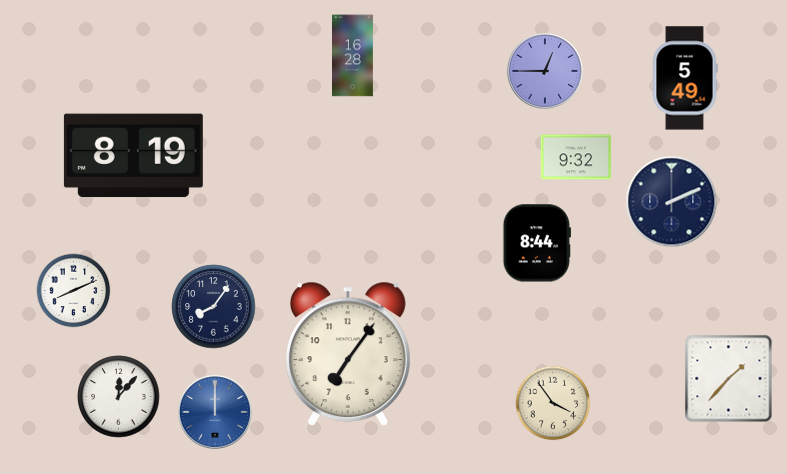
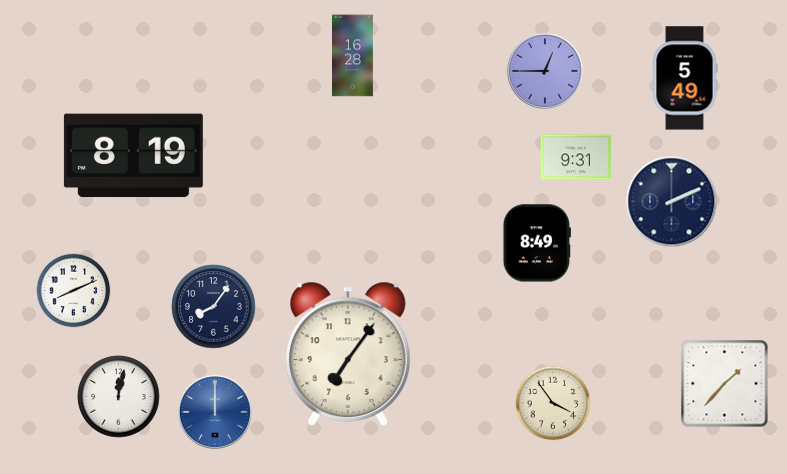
clock at (576, 157): 9:32 -> 9:31
clock at (537, 243): 8:44 -> 8:49
clock at (729, 379) position: (729, 379) -> (725, 384)
clock at (119, 397): 12:07 -> 12:02
